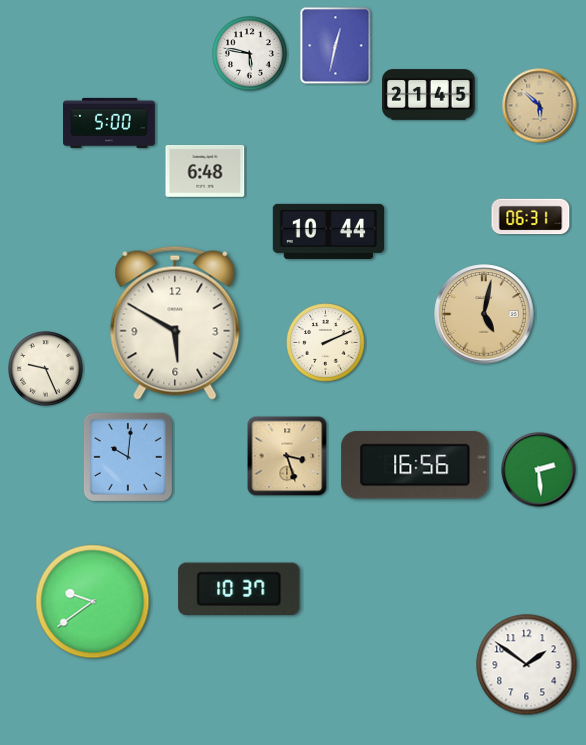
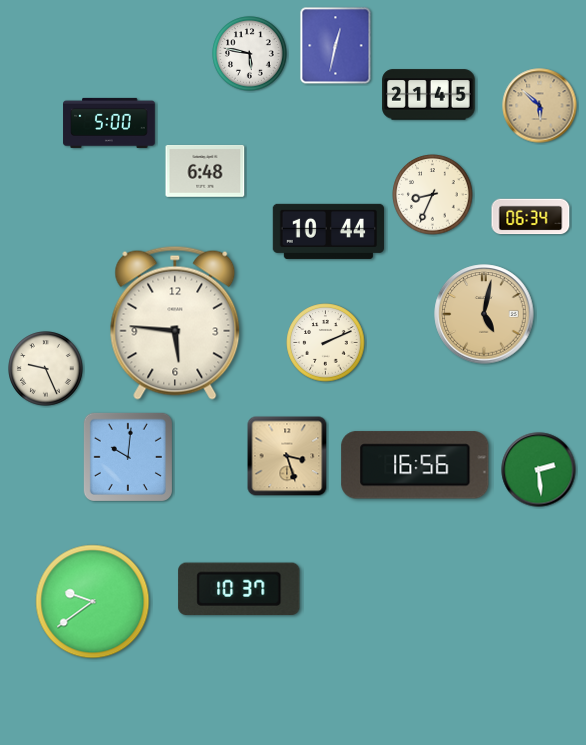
clock at (433, 195): none -> 8:34
clock at (531, 217): 06:31 -> 06:34
clock at (175, 323): 5:50 -> 5:46
clock at (527, 665): 1:51 -> none
